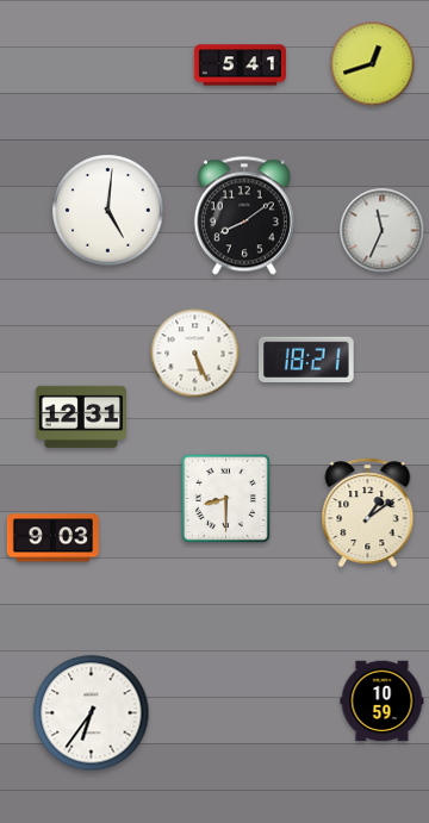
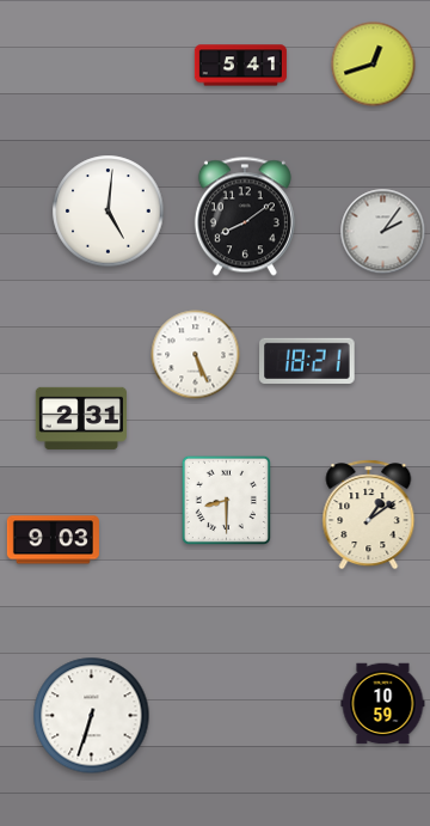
clock at (383, 231): 11:34 -> 2:06
clock at (80, 417): 12:31 -> 2:31
clock at (92, 713): 6:36 -> 6:33
